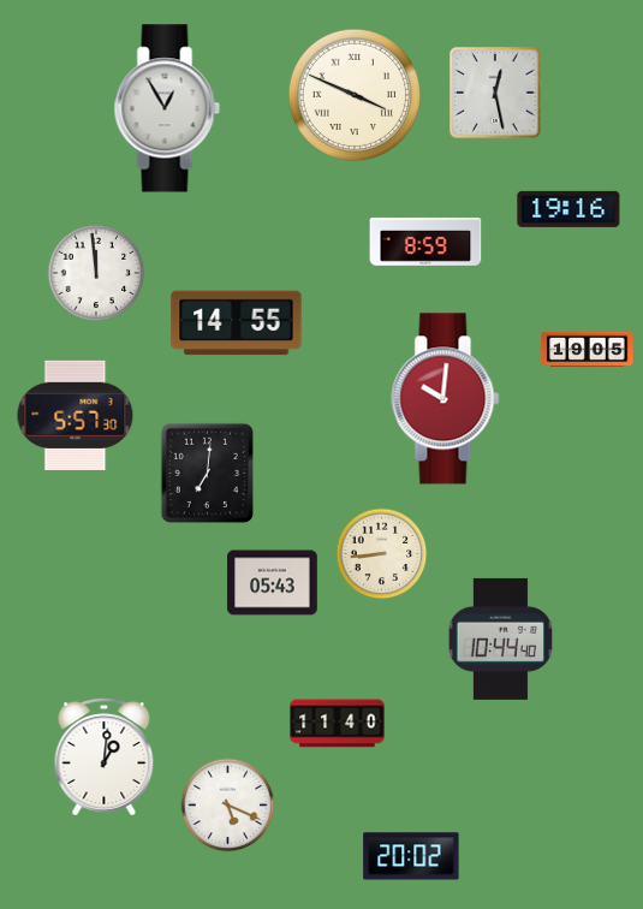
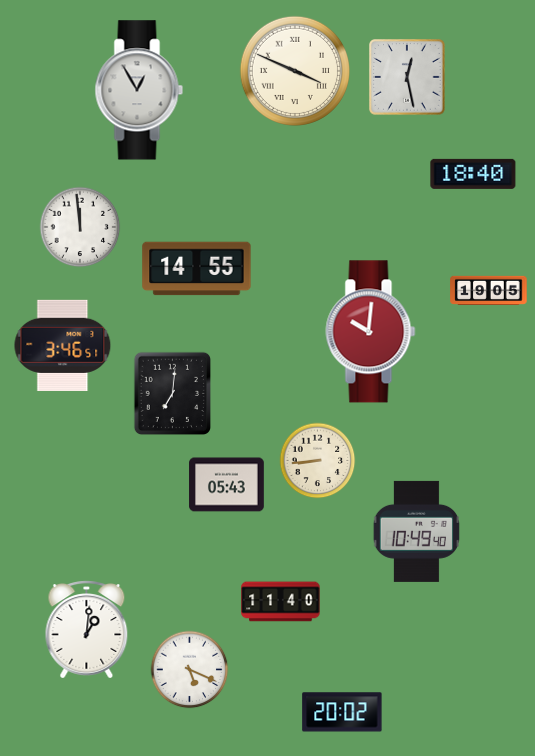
clock at (495, 93) position: (495, 93) -> (407, 77)
clock at (355, 95) position: (355, 95) -> (295, 71)
clock at (568, 209): 19:16 -> 18:40
clock at (425, 242): 8:59 -> none
clock at (76, 415): 5:57 -> 3:46
clock at (500, 638): 10:44 -> 10:49
